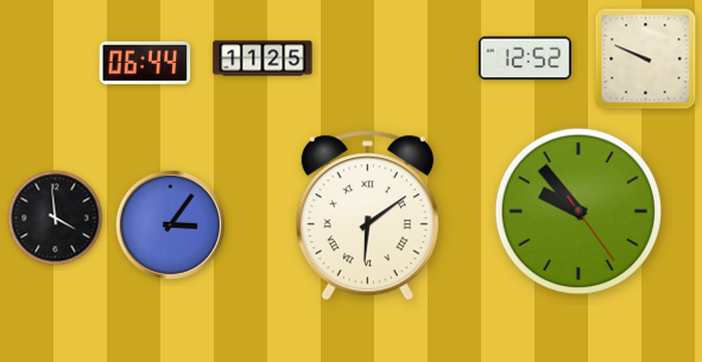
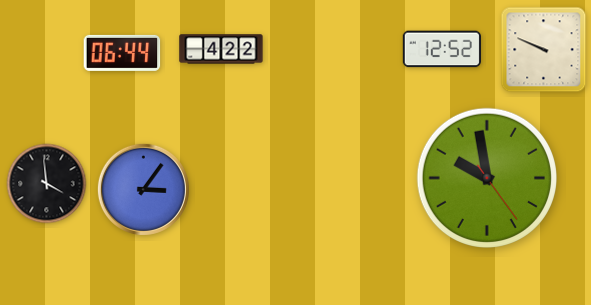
clock at (263, 58): 11:25 -> 4:22
clock at (577, 210): 9:53 -> 9:58
clock at (367, 216): 6:09 -> none
